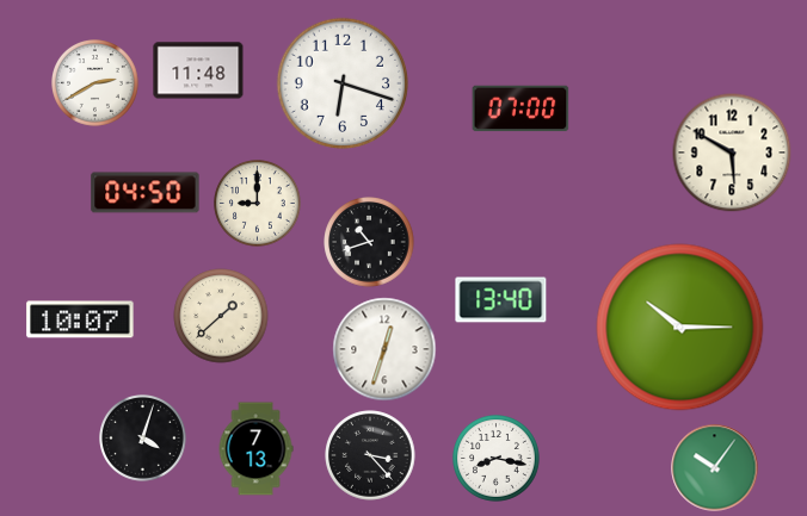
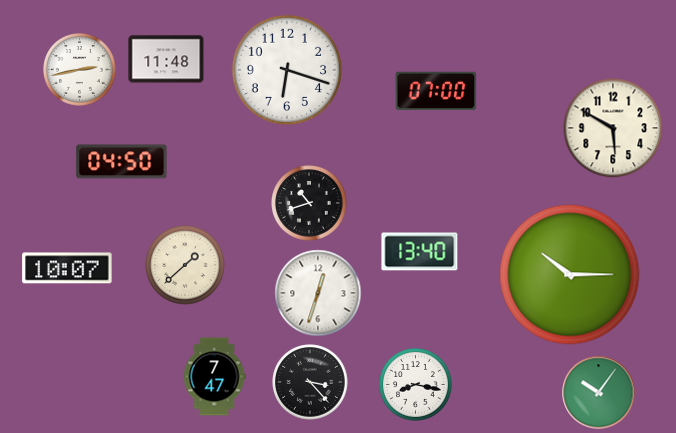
clock at (96, 83): 2:40 -> 2:43
clock at (258, 204): 9:00 -> none
clock at (384, 349) position: (384, 349) -> (318, 293)
clock at (143, 439): 4:03 -> none
clock at (255, 449): 7:13 -> 7:47
